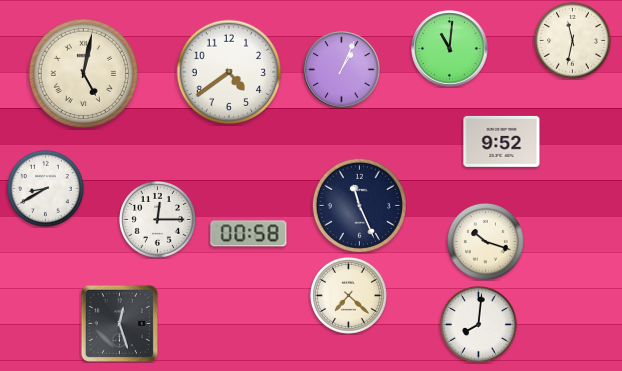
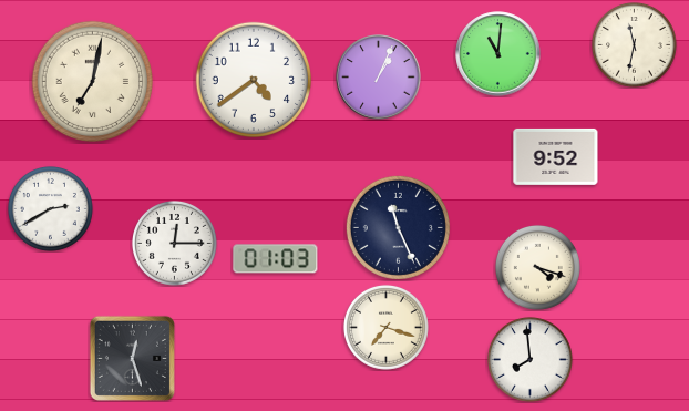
clock at (84, 74): 5:02 -> 7:02
clock at (45, 188): 8:40 -> 2:40
clock at (249, 234): 00:58 -> 01:03
clock at (485, 241): 10:18 -> 4:18
clock at (348, 295): 7:22 -> 7:18
clock at (478, 324): 8:01 -> 7:59
